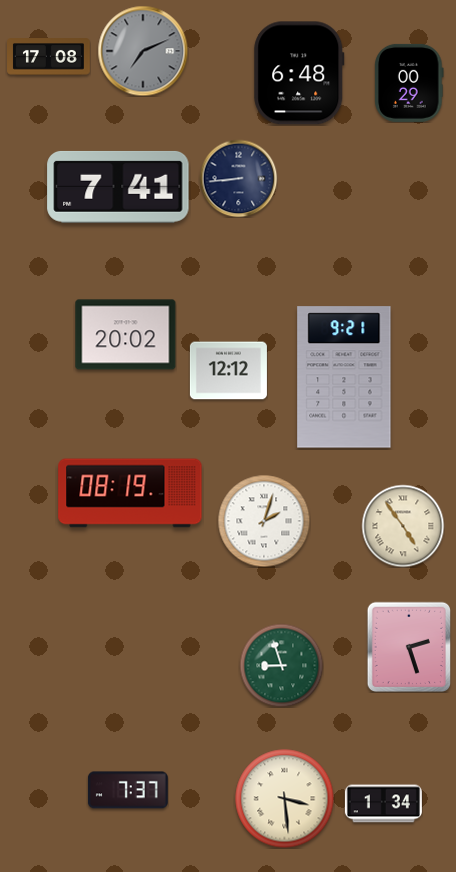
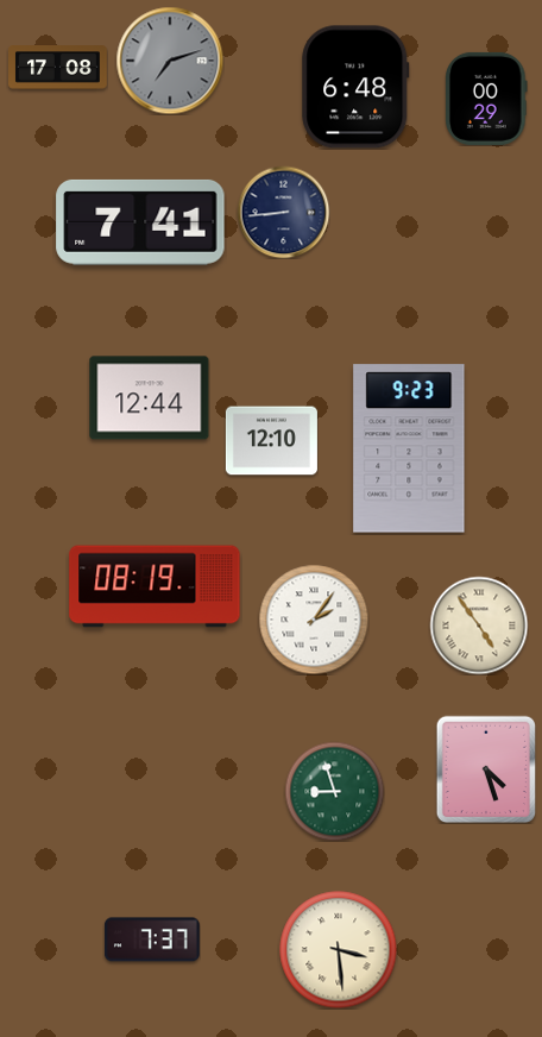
clock at (143, 51): 7:11 -> 7:12
clock at (126, 335): 20:02 -> 12:44
clock at (228, 371): 12:12 -> 12:10
clock at (344, 377): 9:21 -> 9:23
clock at (264, 521): 2:03 -> 2:06
clock at (409, 647): 2:27 -> 4:27
clock at (383, 804): 1:34 -> none
